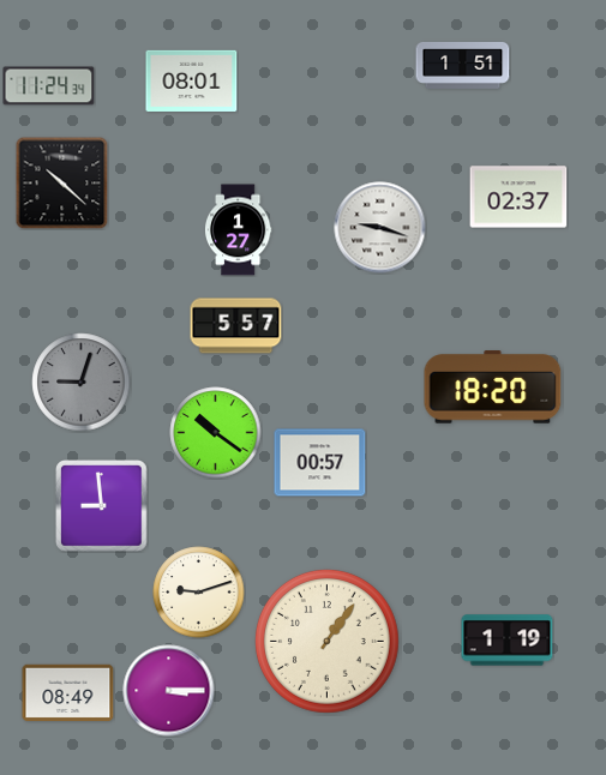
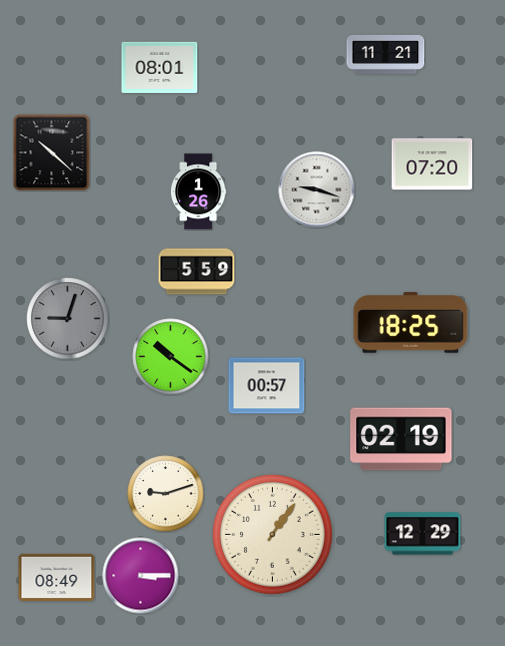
clock at (463, 65): 1:51 -> 11:21
clock at (49, 86): 11:24 -> none
clock at (518, 197): 02:37 -> 07:20
clock at (238, 230): 1:27 -> 1:26
clock at (236, 326): 5:57 -> 5:59
clock at (493, 387): 18:20 -> 18:25
clock at (216, 433) position: (216, 433) -> (171, 357)
clock at (102, 506): 8:59 -> none
clock at (401, 439): none -> 02:19
clock at (508, 641): 1:19 -> 12:29
